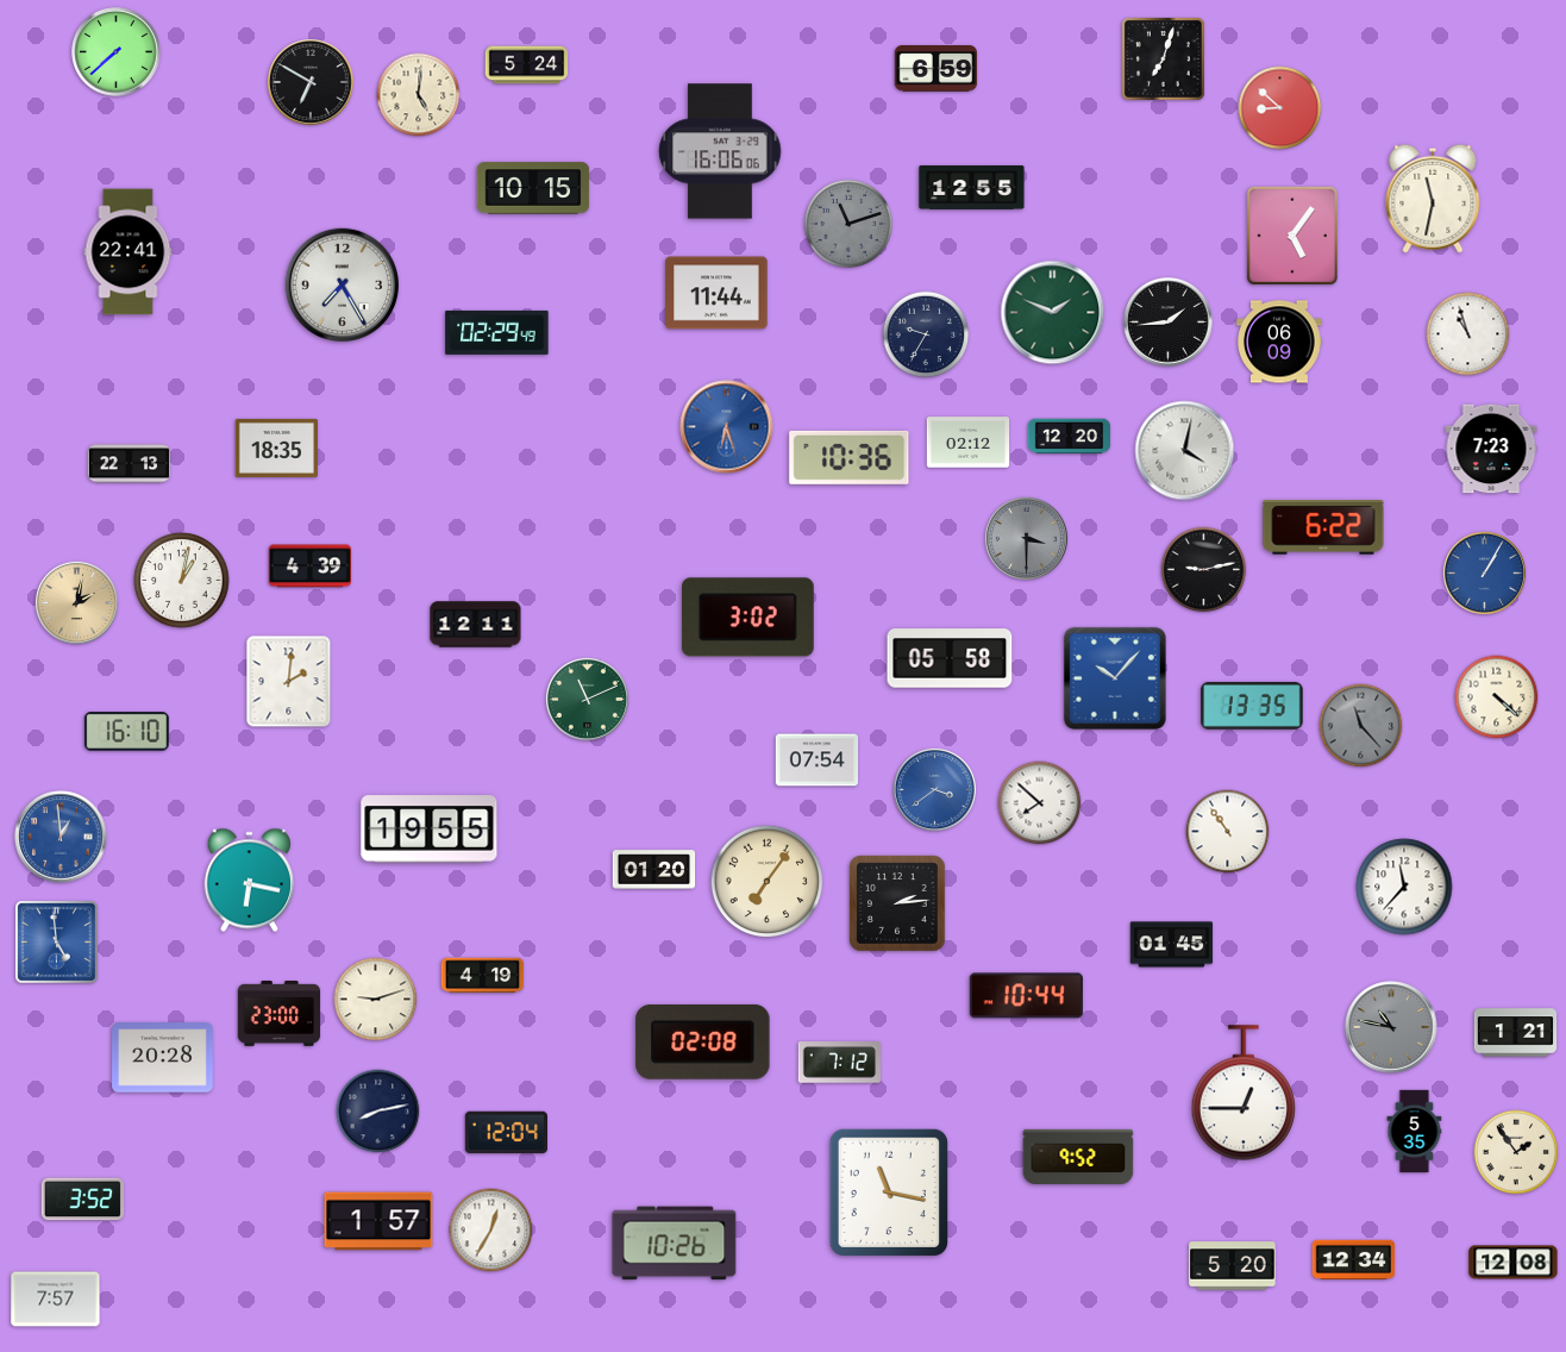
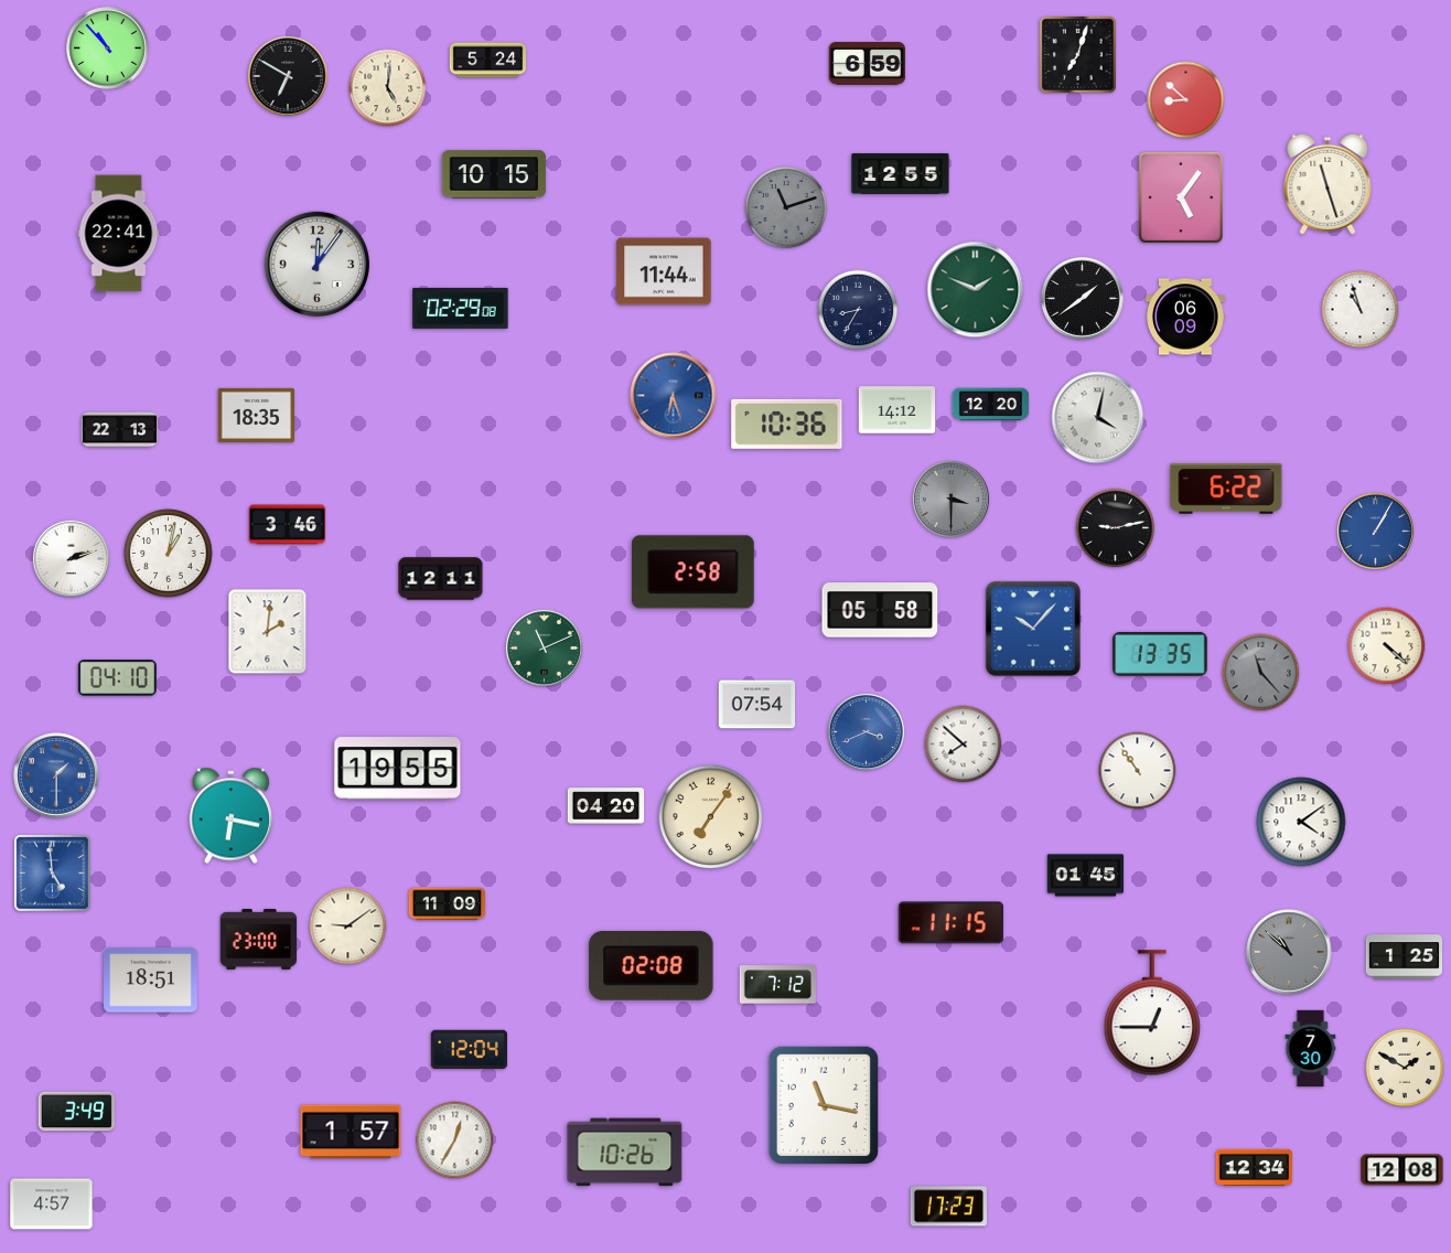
clock at (117, 52): 7:38 -> 10:53
clock at (720, 151): 16:06 -> none
clock at (1433, 199): 11:32 -> 11:27
clock at (1292, 236) position: (1292, 236) -> (1181, 197)
clock at (342, 284): 7:25 -> 12:06
clock at (1169, 323): 1:44 -> 1:39
clock at (497, 332): 02:29:49 -> 02:29:08
clock at (926, 334): 9:35 -> 8:35
clock at (969, 443): 02:12 -> 14:12
clock at (1491, 449): 7:23 -> none
clock at (311, 567): 4:39 -> 3:46
clock at (182, 581) position: (182, 581) -> (169, 554)
clock at (76, 602): 2:02 -> 2:12
clock at (76, 602) dial: champagne -> white
clock at (747, 618): 3:02 -> 2:58
clock at (126, 732): 16:10 -> 04:10
clock at (934, 789): 3:39 -> 3:41
clock at (61, 837): 12:59 -> 1:30
clock at (654, 870): 01:20 -> 04:20
clock at (1404, 887): 11:37 -> 4:09
clock at (897, 903): 2:14 -> none
clock at (483, 976): 4:19 -> 11:09
clock at (1026, 996): 10:44 -> 11:15
clock at (376, 1000): 9:12 -> 9:09
clock at (1391, 1027): 10:47 -> 10:52
clock at (1516, 1033): 1:21 -> 1:25
clock at (163, 1058): 20:28 -> 18:51
clock at (378, 1112): 8:13 -> none
clock at (1415, 1132): 5:35 -> 7:30
clock at (1516, 1152): 1:54 -> 1:50
clock at (1078, 1157): 9:52 -> none
clock at (82, 1200): 3:52 -> 3:49
clock at (1233, 1266): 5:20 -> none
clock at (56, 1300): 7:57 -> 4:57
clock at (948, 1207): none -> 17:23
